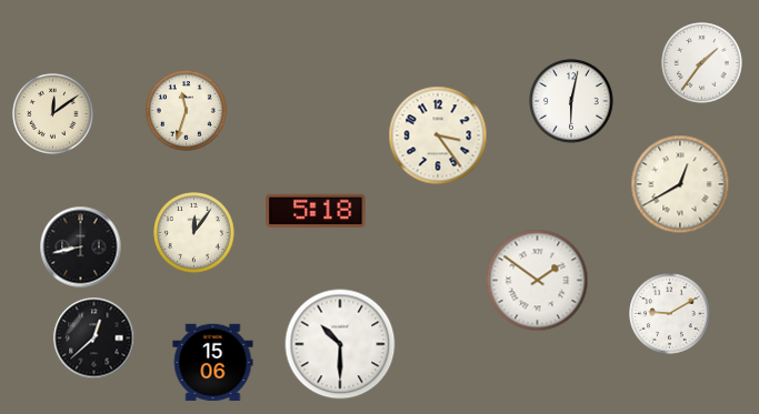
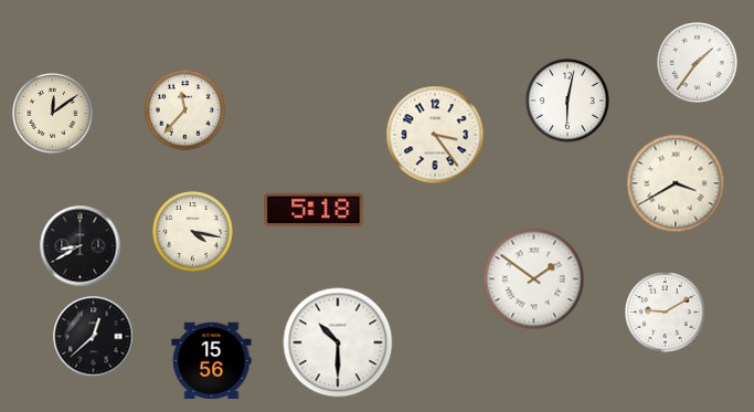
clock at (187, 111): 11:33 -> 11:37
clock at (680, 184): 12:40 -> 3:40
clock at (194, 233): 12:06 -> 4:17
clock at (81, 248): 8:43 -> 8:40
clock at (213, 363): 15:06 -> 15:56
